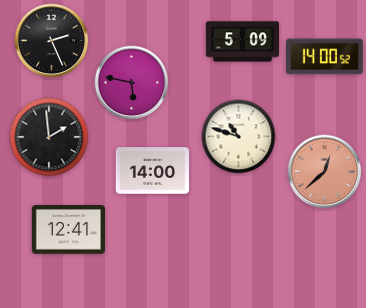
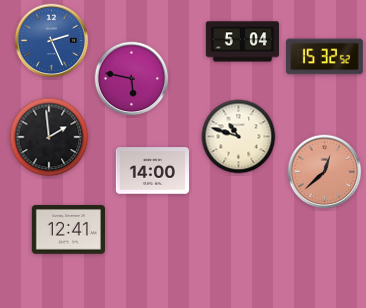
clock at (52, 41) dial: black -> blue
clock at (242, 42): 5:09 -> 5:04
clock at (325, 57): 14:00 -> 15:32
clock at (132, 83) position: (132, 83) -> (132, 79)
